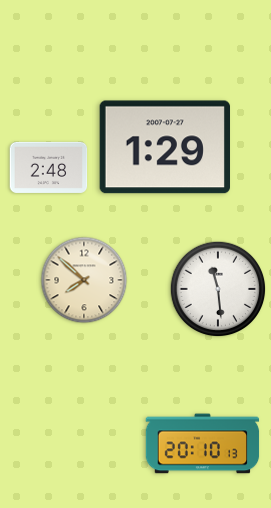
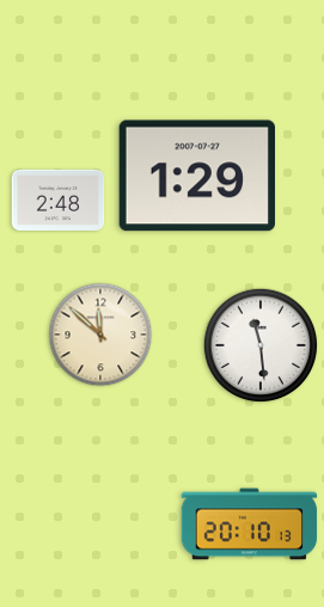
clock at (84, 280): 7:52 -> 11:52
clock at (203, 444) position: (203, 444) -> (250, 525)
